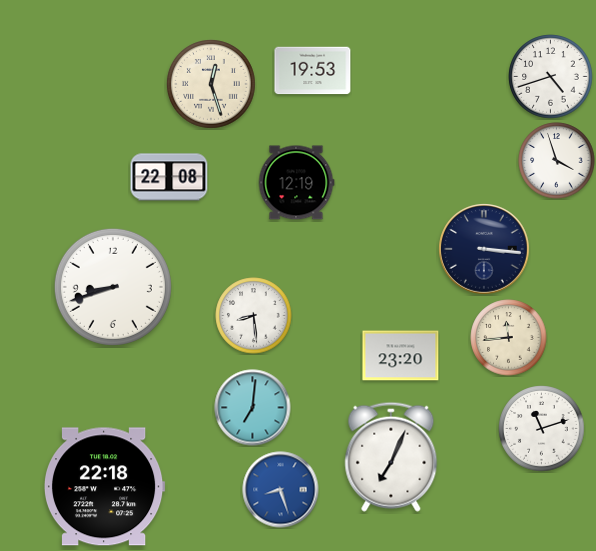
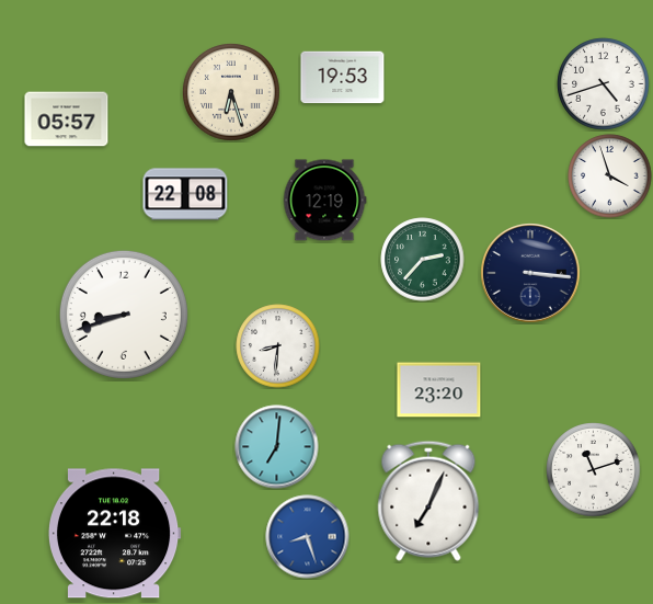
clock at (211, 84): 12:27 -> 6:27
clock at (67, 119): none -> 05:57
clock at (423, 260): none -> 2:37
clock at (254, 316): 8:29 -> 8:31
clock at (509, 338): 11:44 -> none
